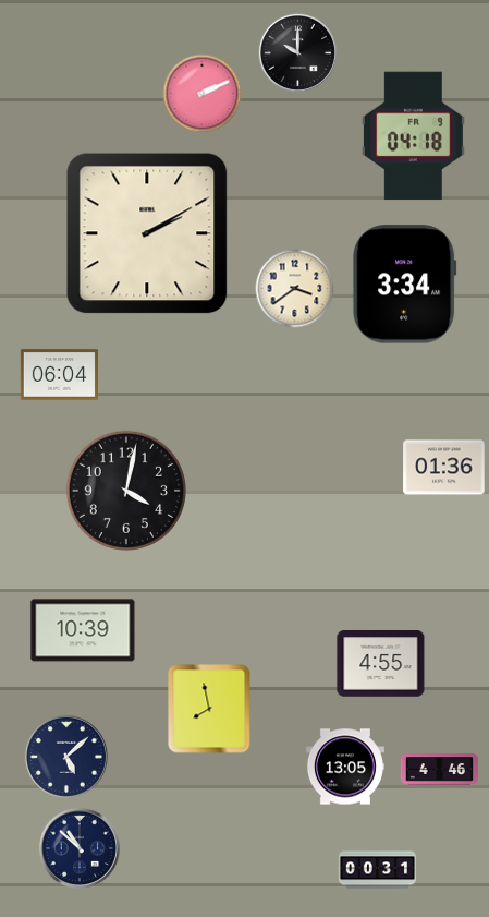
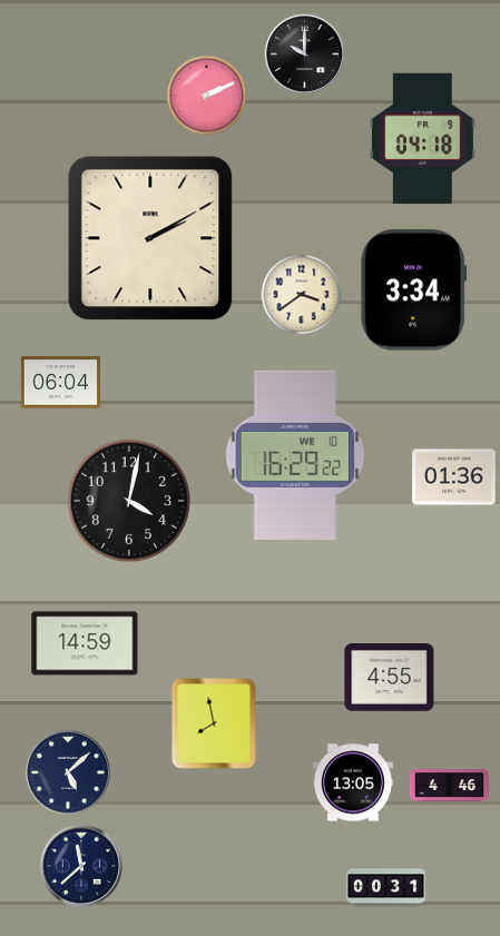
clock at (295, 455): none -> 16:29
clock at (83, 630): 10:39 -> 14:59
clock at (80, 848): 10:52 -> 11:38
